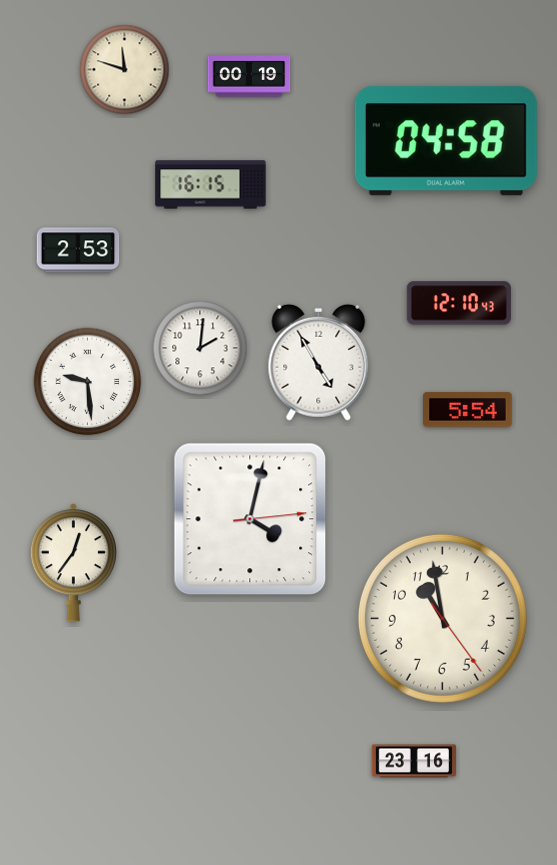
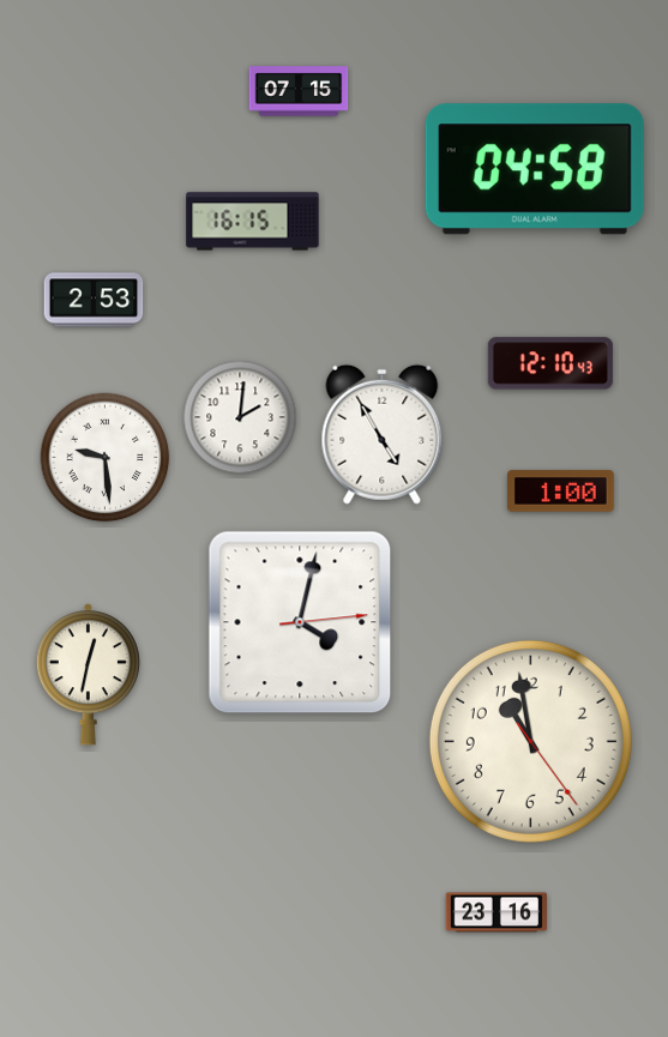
clock at (125, 70): 11:48 -> none
clock at (249, 76): 00:19 -> 07:15
clock at (468, 410): 5:54 -> 1:00
clock at (73, 563): 12:36 -> 12:32
